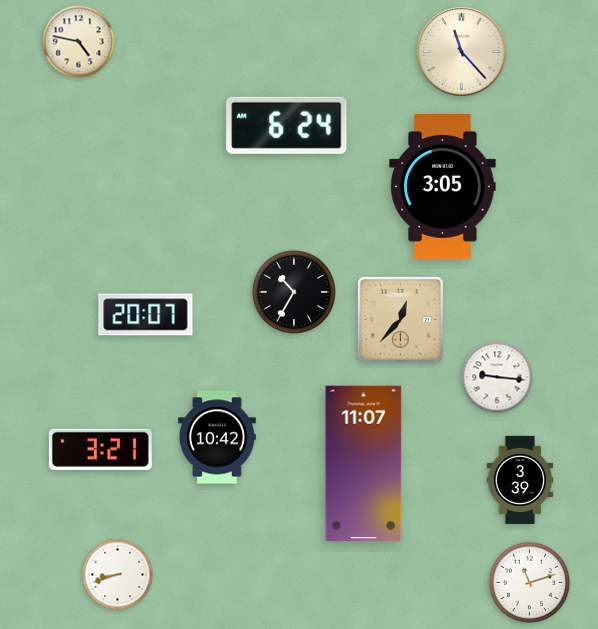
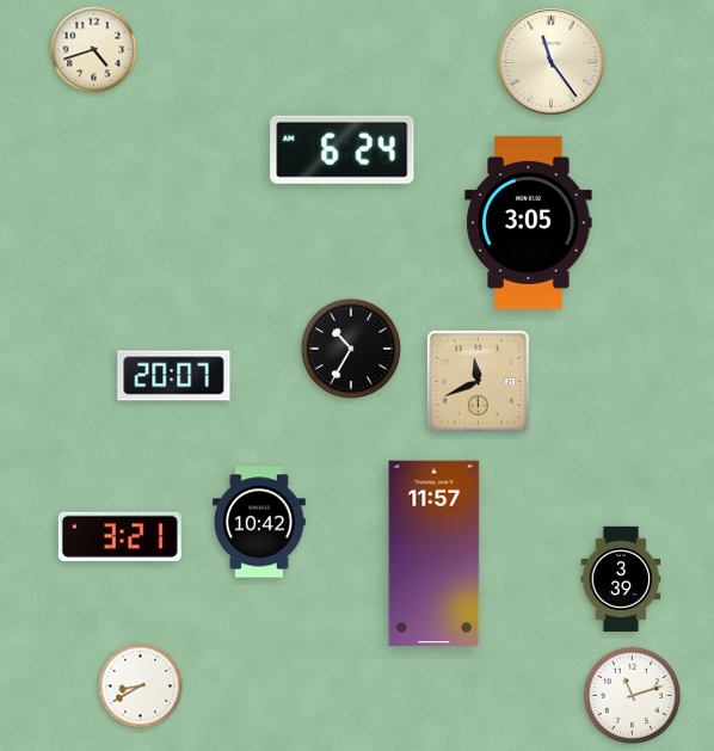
clock at (79, 42): 4:47 -> 4:42
clock at (462, 52): 11:23 -> 11:24
clock at (400, 319): 12:37 -> 11:41
clock at (497, 377): 9:16 -> none
clock at (364, 464): 11:07 -> 11:57
clock at (520, 480) position: (520, 480) -> (621, 579)
clock at (118, 575): 8:42 -> 8:40
